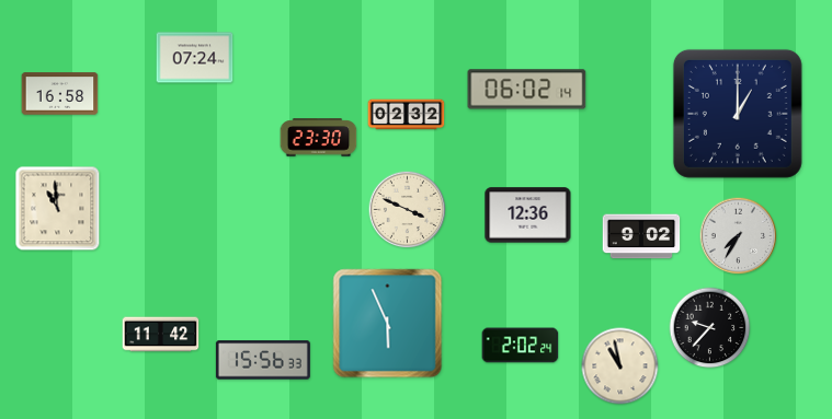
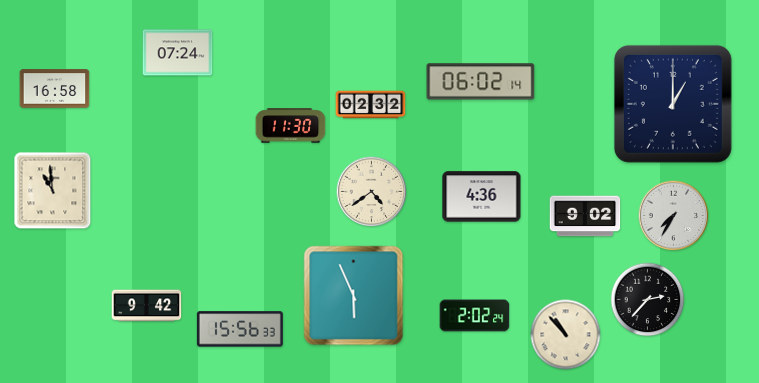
clock at (60, 94) position: (60, 94) -> (55, 89)
clock at (319, 138): 23:30 -> 11:30
clock at (408, 210): 3:49 -> 4:39
clock at (528, 216): 12:36 -> 4:36
clock at (710, 328): 9:37 -> 2:37
clock at (161, 335): 11:42 -> 9:42
clock at (620, 366): 10:58 -> 10:53
